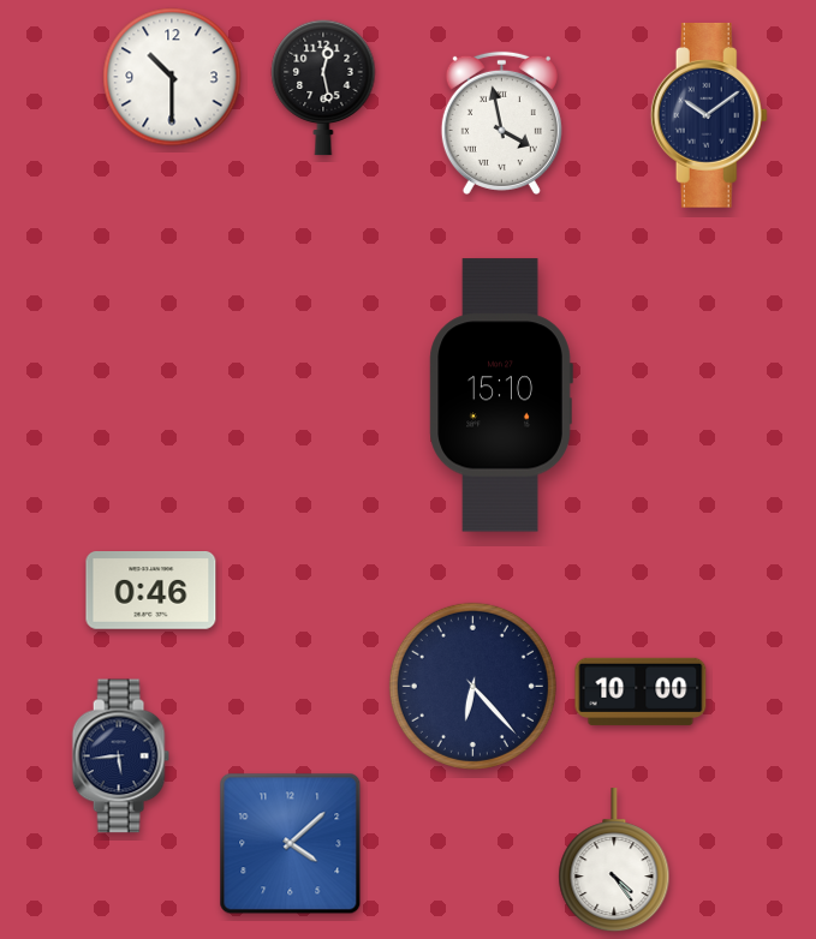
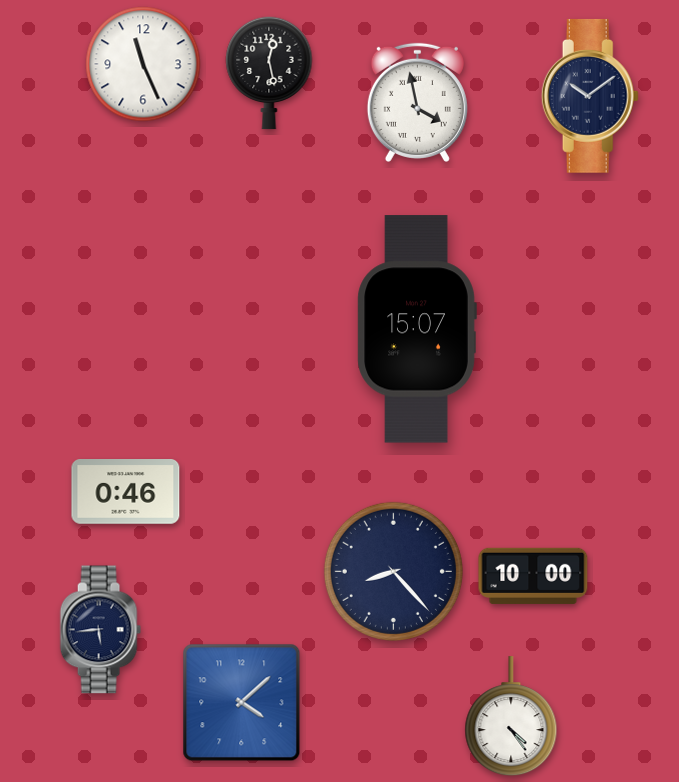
clock at (172, 77): 10:30 -> 11:26
clock at (501, 395): 15:10 -> 15:07
clock at (472, 686): 6:23 -> 8:23
